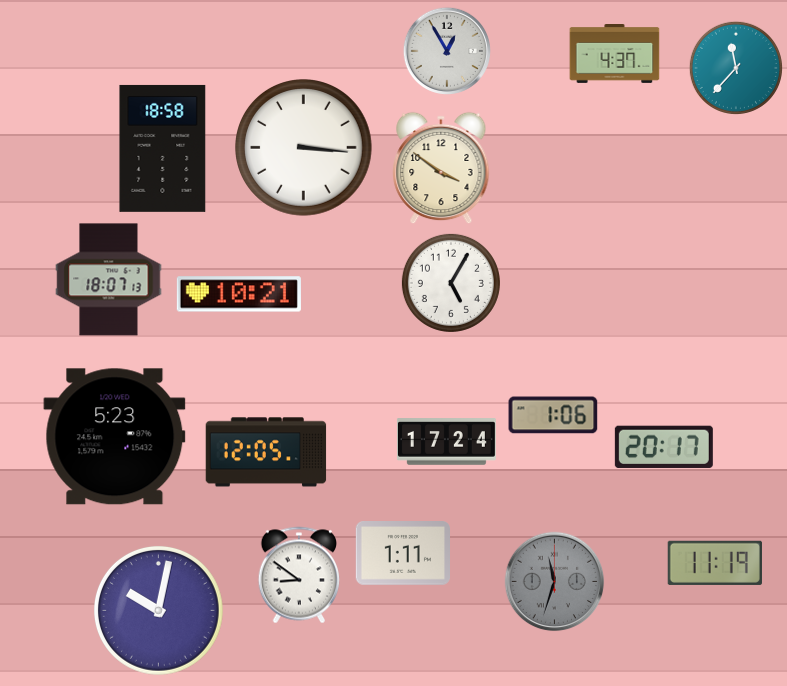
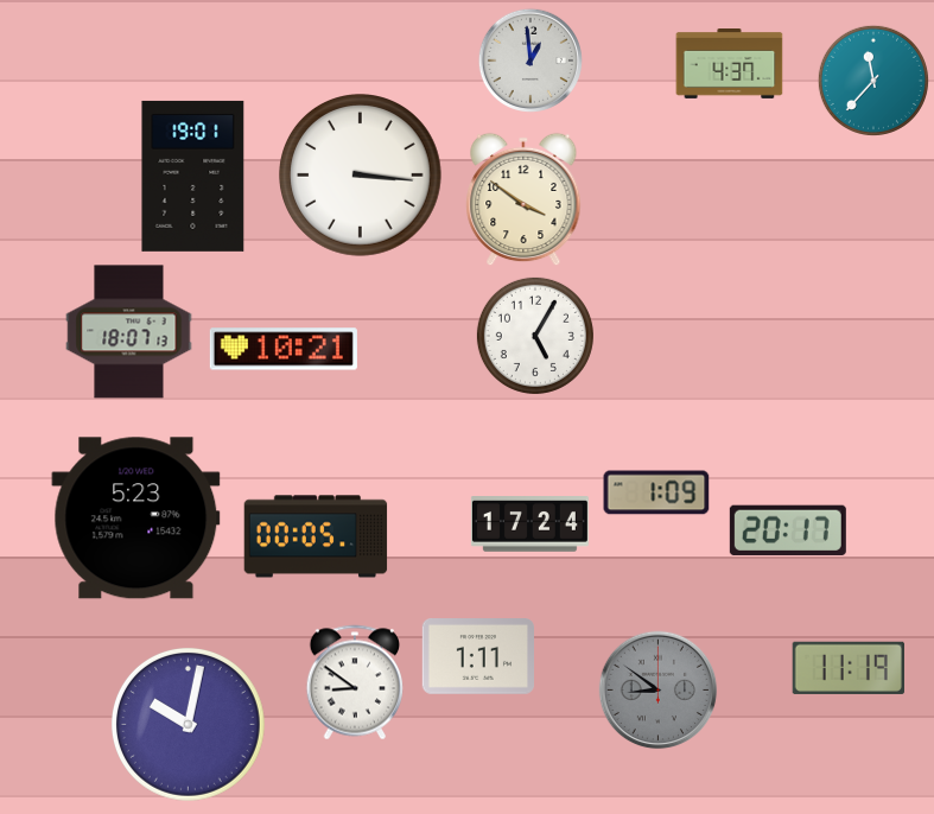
clock at (447, 51): 12:55 -> 12:59
clock at (163, 148): 18:58 -> 19:01
clock at (553, 415): 1:06 -> 1:09
clock at (266, 452): 12:05 -> 00:05
clock at (555, 582): 11:33 -> 8:51
